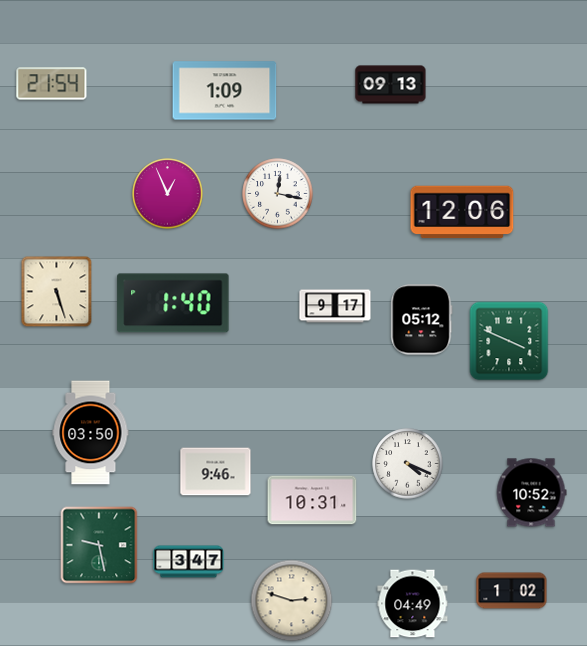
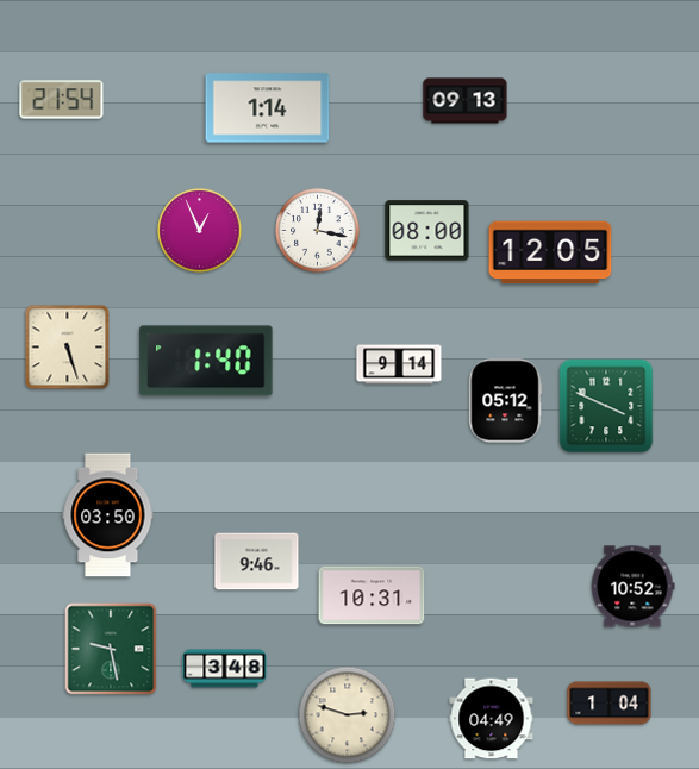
clock at (225, 91): 1:09 -> 1:14
clock at (278, 194) position: (278, 194) -> (318, 231)
clock at (427, 231): none -> 08:00
clock at (462, 212): 12:06 -> 12:05
clock at (335, 306): 9:17 -> 9:14
clock at (422, 320) position: (422, 320) -> (506, 401)
clock at (408, 464): 4:19 -> none
clock at (99, 545) position: (99, 545) -> (111, 649)
clock at (189, 562): 3:47 -> 3:48
clock at (512, 591): 1:02 -> 1:04
